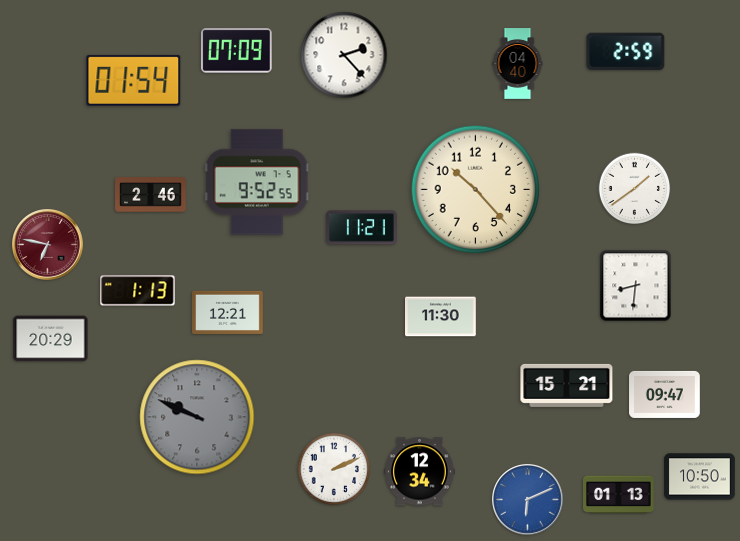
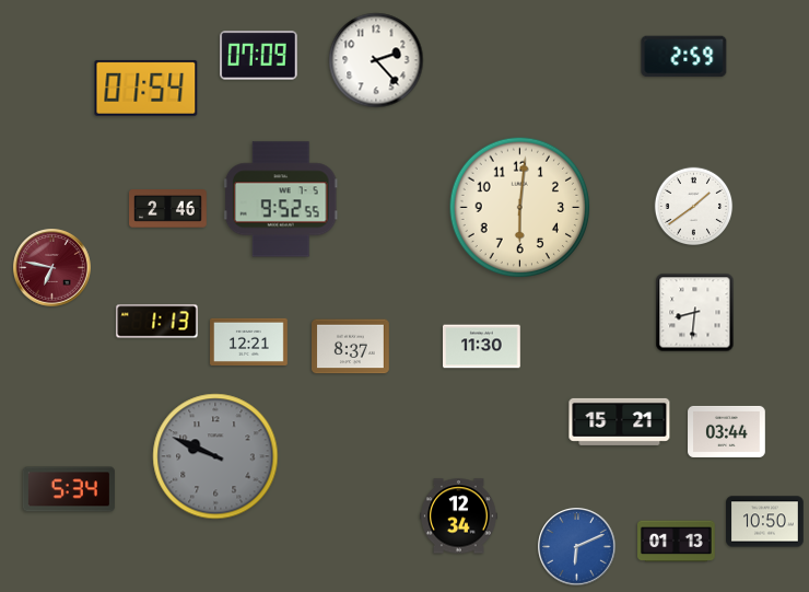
clock at (518, 64): 04:40 -> none
clock at (476, 190): 10:23 -> 6:01
clock at (151, 195) position: (151, 195) -> (168, 209)
clock at (362, 228): 11:21 -> none
clock at (138, 291) position: (138, 291) -> (157, 322)
clock at (351, 347): none -> 8:37
clock at (51, 339): 20:29 -> none
clock at (665, 394): 09:47 -> 03:44
clock at (69, 489): none -> 5:34
clock at (333, 468): 2:11 -> none
